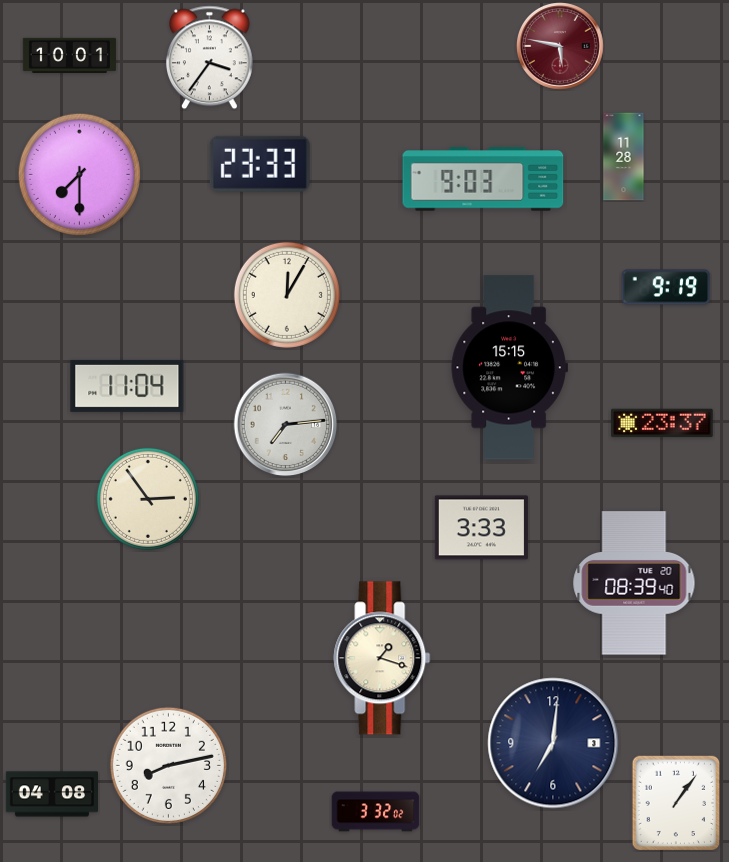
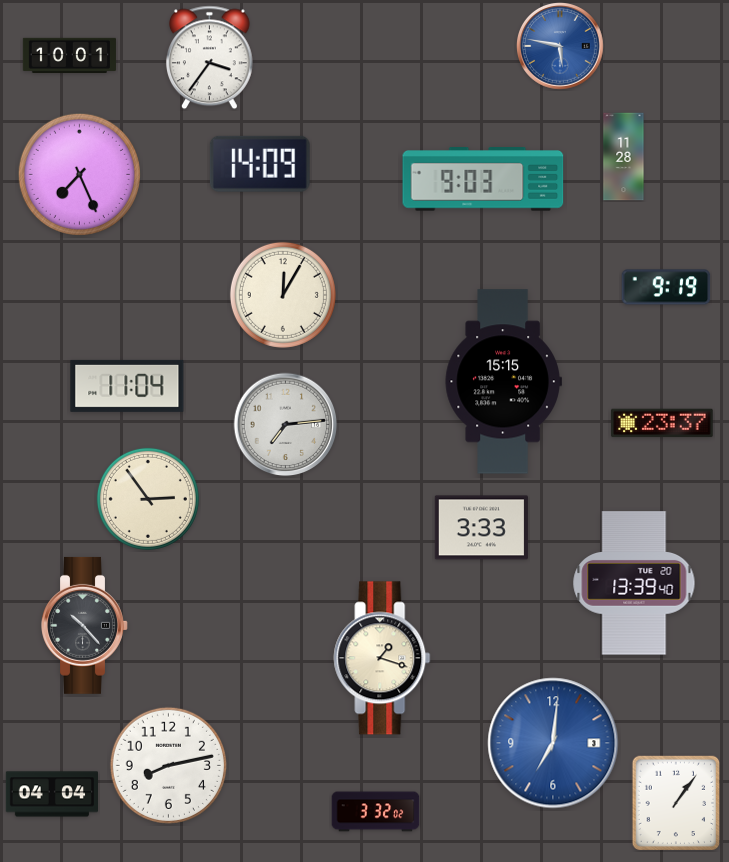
clock at (561, 47) dial: burgundy -> blue
clock at (260, 164): 23:33 -> 14:09
clock at (79, 174): 7:30 -> 7:26
clock at (287, 295) position: (287, 295) -> (283, 295)
clock at (509, 368) position: (509, 368) -> (503, 382)
clock at (634, 583): 08:39 -> 13:39
clock at (85, 625): none -> 10:23
clock at (553, 743) dial: navy -> blue
clock at (51, 794): 04:08 -> 04:04
